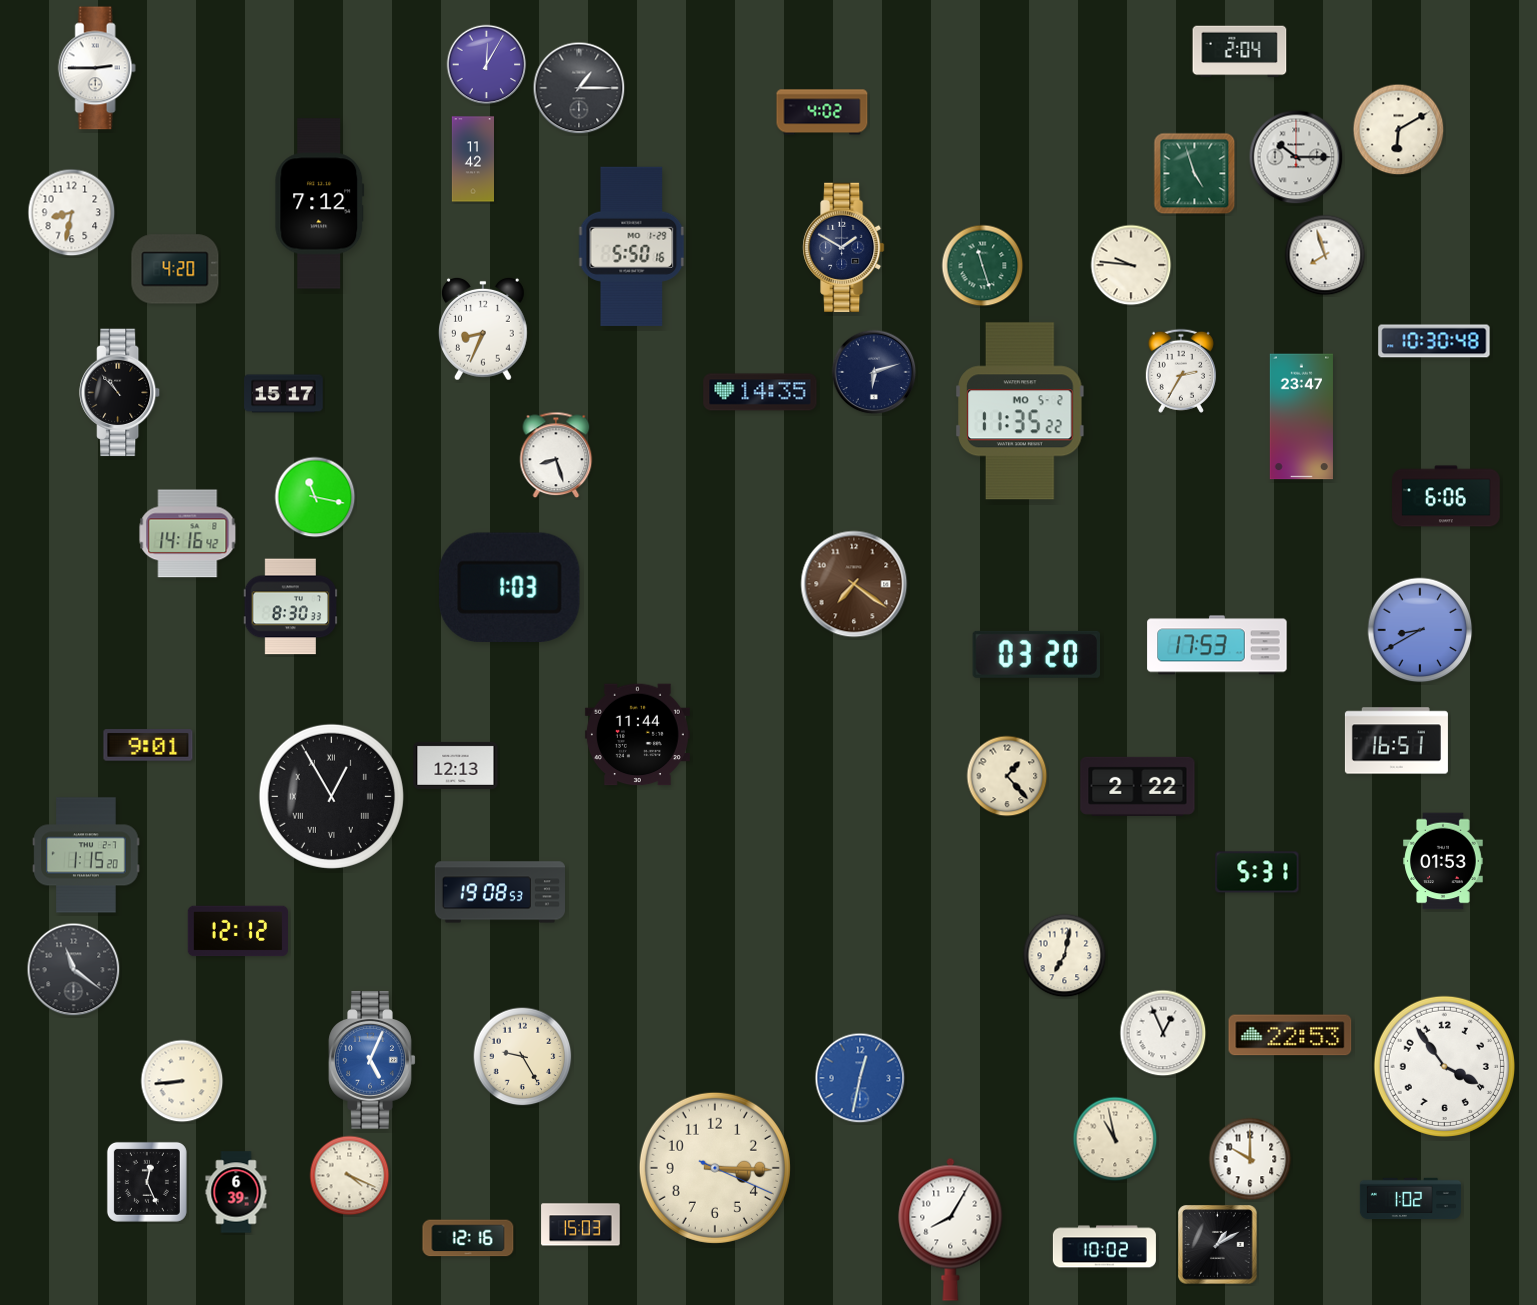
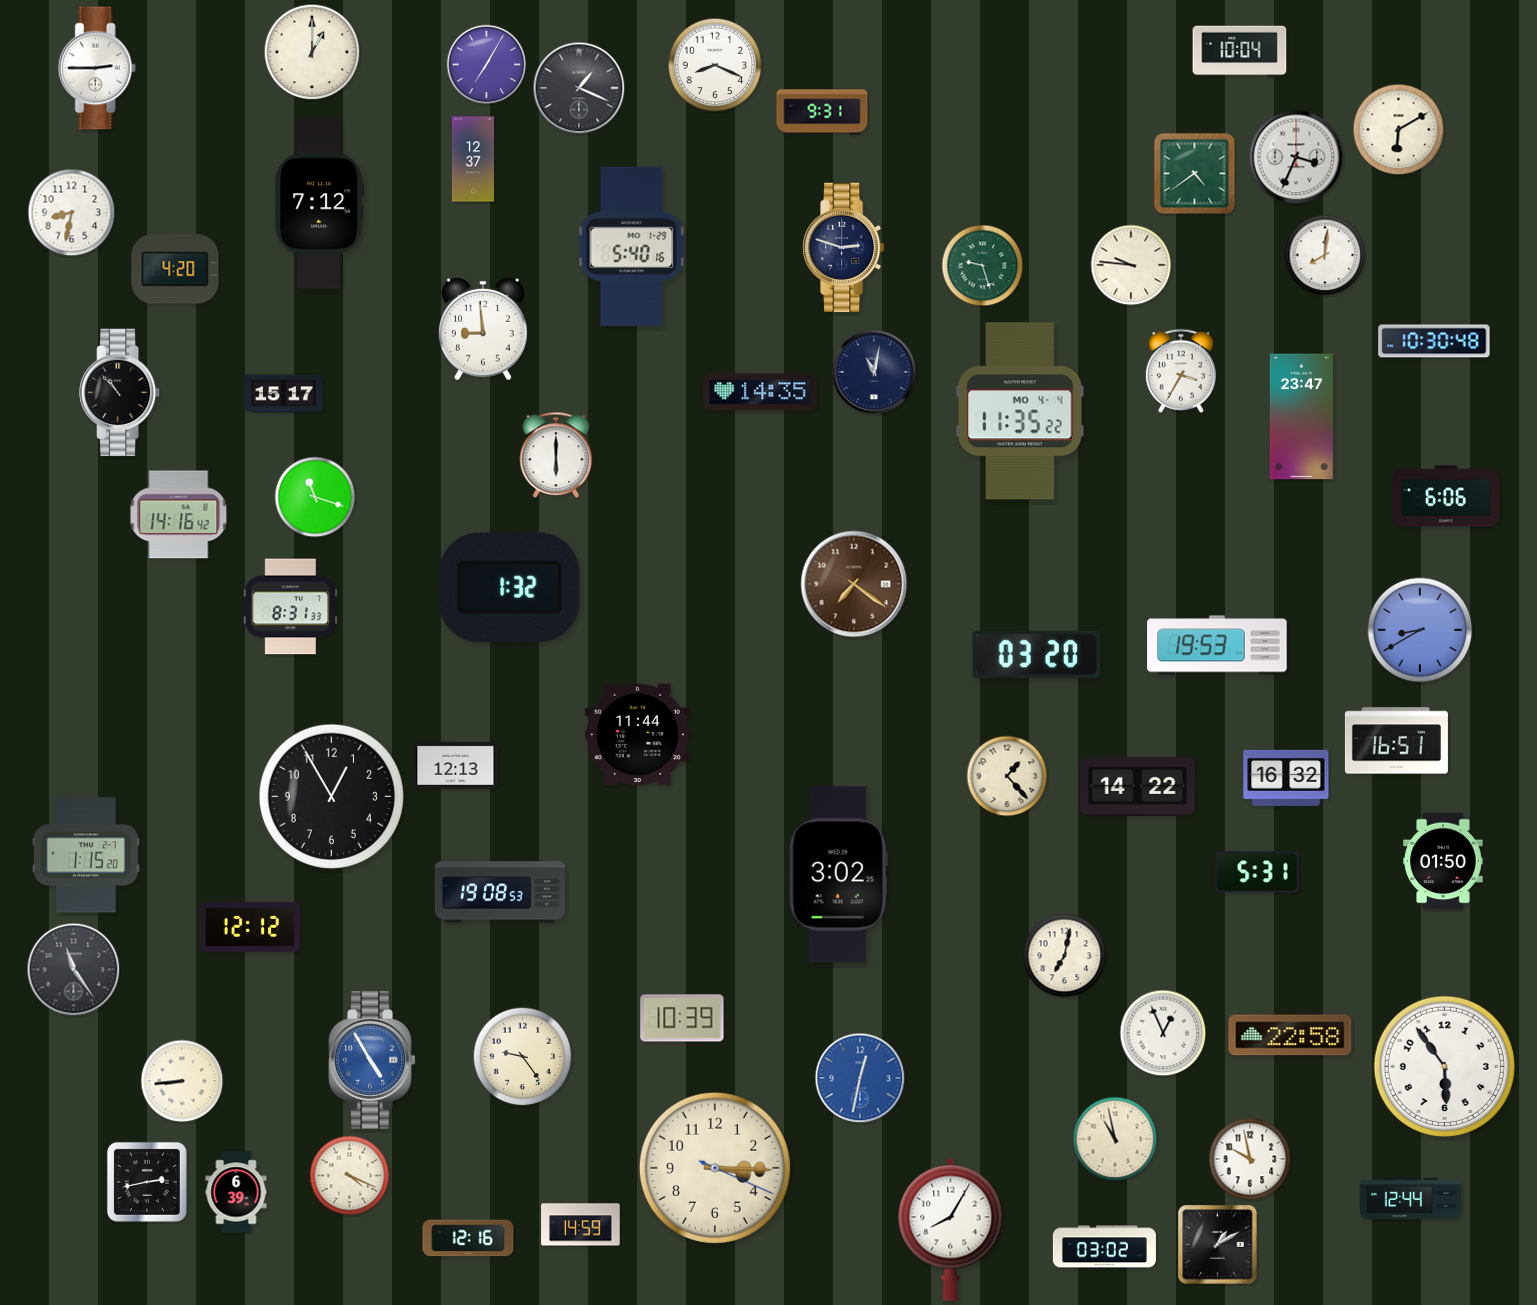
clock at (312, 52): none -> 1:00
clock at (1240, 52): 2:04 -> 10:04
clock at (487, 65): 12:05 -> 7:05
clock at (715, 65): none -> 8:19
clock at (579, 88): 1:15 -> 1:19
clock at (822, 112): 4:02 -> 9:31
clock at (1296, 157): 10:15 -> 3:34
clock at (472, 159): 11:42 -> 12:37
clock at (1195, 174): 4:57 -> 4:39
clock at (632, 246): 5:50 -> 5:40
clock at (844, 247): 1:50 -> 2:48
clock at (1325, 255): 7:57 -> 8:01
clock at (983, 266): 11:27 -> 9:27
clock at (483, 329): 8:34 -> 8:59
clock at (1181, 371): 2:35 -> 3:35
clock at (874, 372): 6:12 -> 11:02
clock at (1020, 411) date: MO 5-2 -> MO 4-4
clock at (556, 455): 8:27 -> 6:00
clock at (315, 497): 11:17 -> 11:18
clock at (188, 534) position: (188, 534) -> (179, 515)
clock at (510, 587): 1:03 -> 1:32
clock at (291, 607): 8:30 -> 8:31
clock at (1217, 645): 17:53 -> 19:53
clock at (148, 745): 9:01 -> none
clock at (1286, 778): none -> 16:32
clock at (1138, 786): 2:22 -> 14:22
clock at (331, 796) numerals: Roman -> Arabic
clock at (1443, 861): 01:53 -> 01:50
clock at (838, 875): none -> 3:02
clock at (237, 931) position: (237, 931) -> (249, 927)
clock at (74, 970): 11:21 -> 11:24
clock at (682, 1018): none -> 10:39
clock at (1290, 1035): 22:53 -> 22:58
clock at (523, 1057): 9:25 -> 9:24
clock at (372, 1060): 5:04 -> 4:55
clock at (1444, 1066): 3:54 -> 5:54
clock at (1250, 1159): 10:00 -> 9:58
clock at (147, 1182): 12:26 -> 2:43
clock at (1410, 1199): 1:02 -> 12:44
clock at (581, 1225): 15:03 -> 14:59
clock at (1104, 1247): 10:02 -> 03:02
